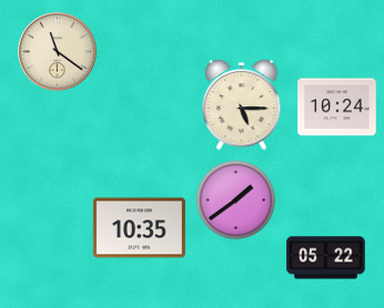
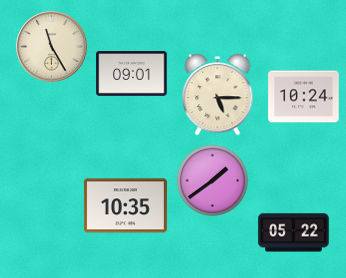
clock at (58, 52): 11:21 -> 11:25
clock at (132, 74): none -> 09:01
